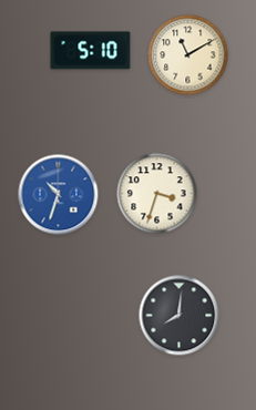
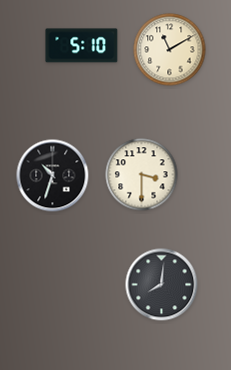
clock at (157, 194): 3:33 -> 3:30
clock at (59, 195) dial: blue -> black
